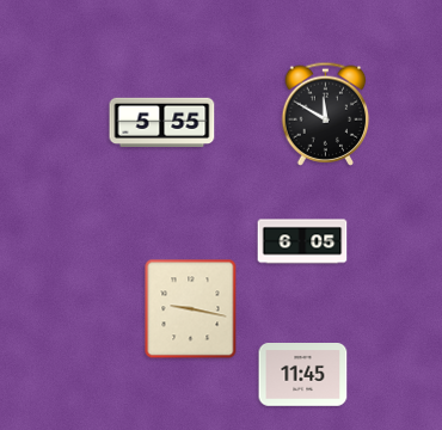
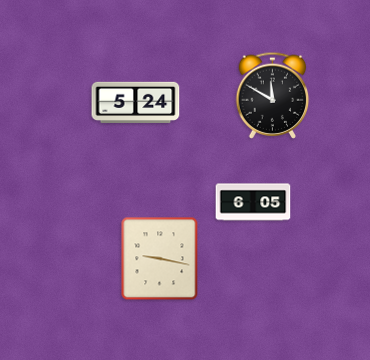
clock at (162, 122): 5:55 -> 5:24
clock at (303, 375): 11:45 -> none
